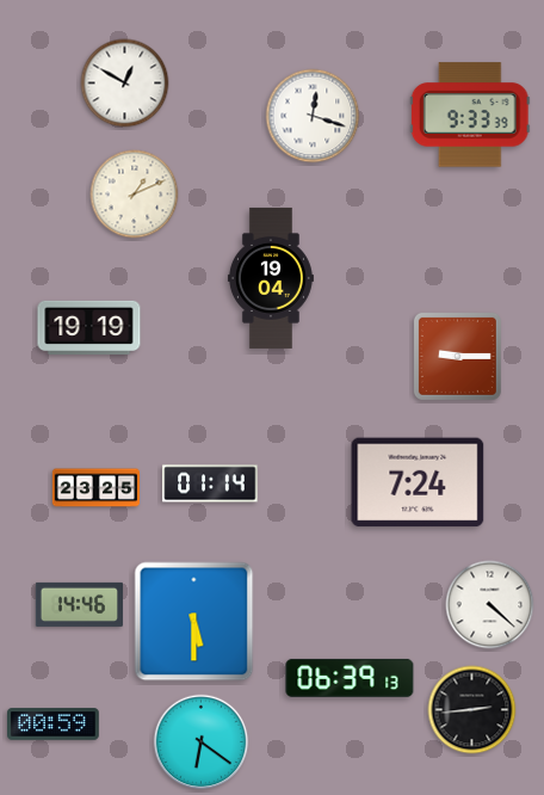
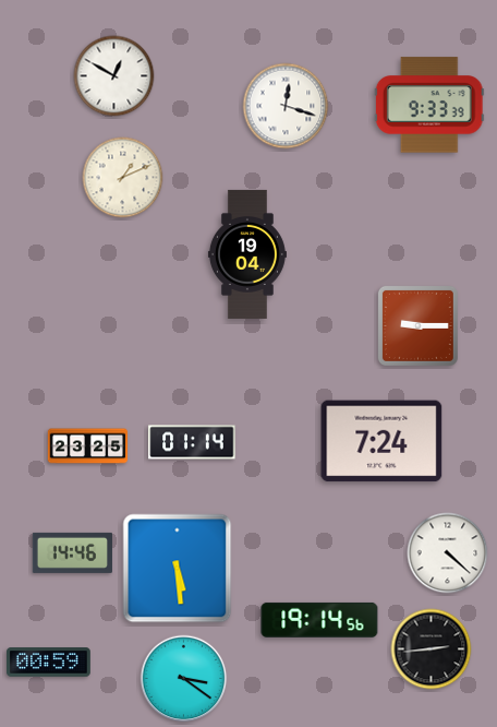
clock at (89, 327): 19:19 -> none
clock at (194, 622): 5:30 -> 5:29
clock at (350, 678): 06:39 -> 19:14
clock at (202, 742): 6:21 -> 3:21
